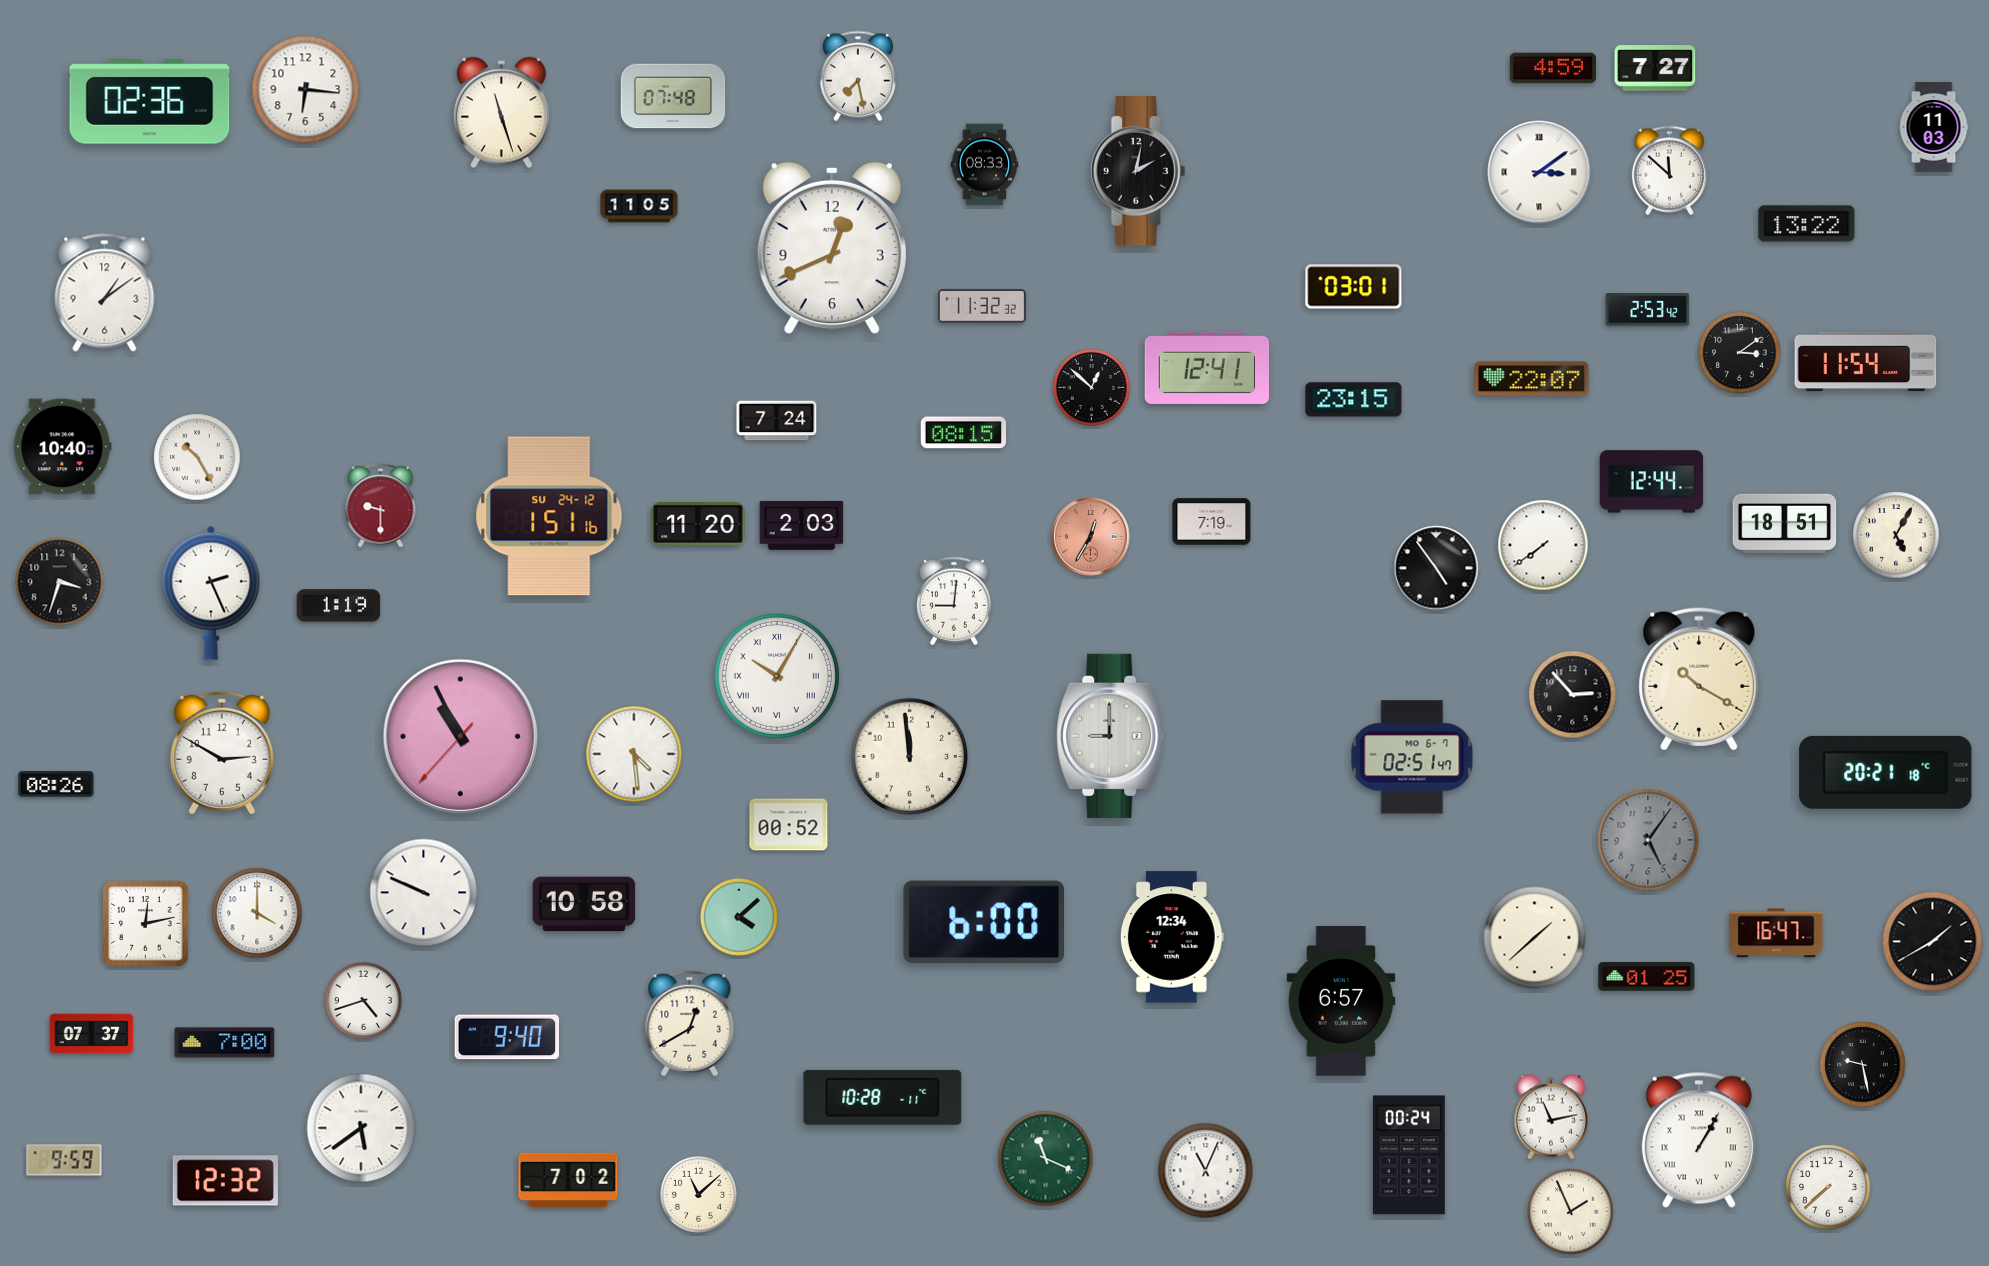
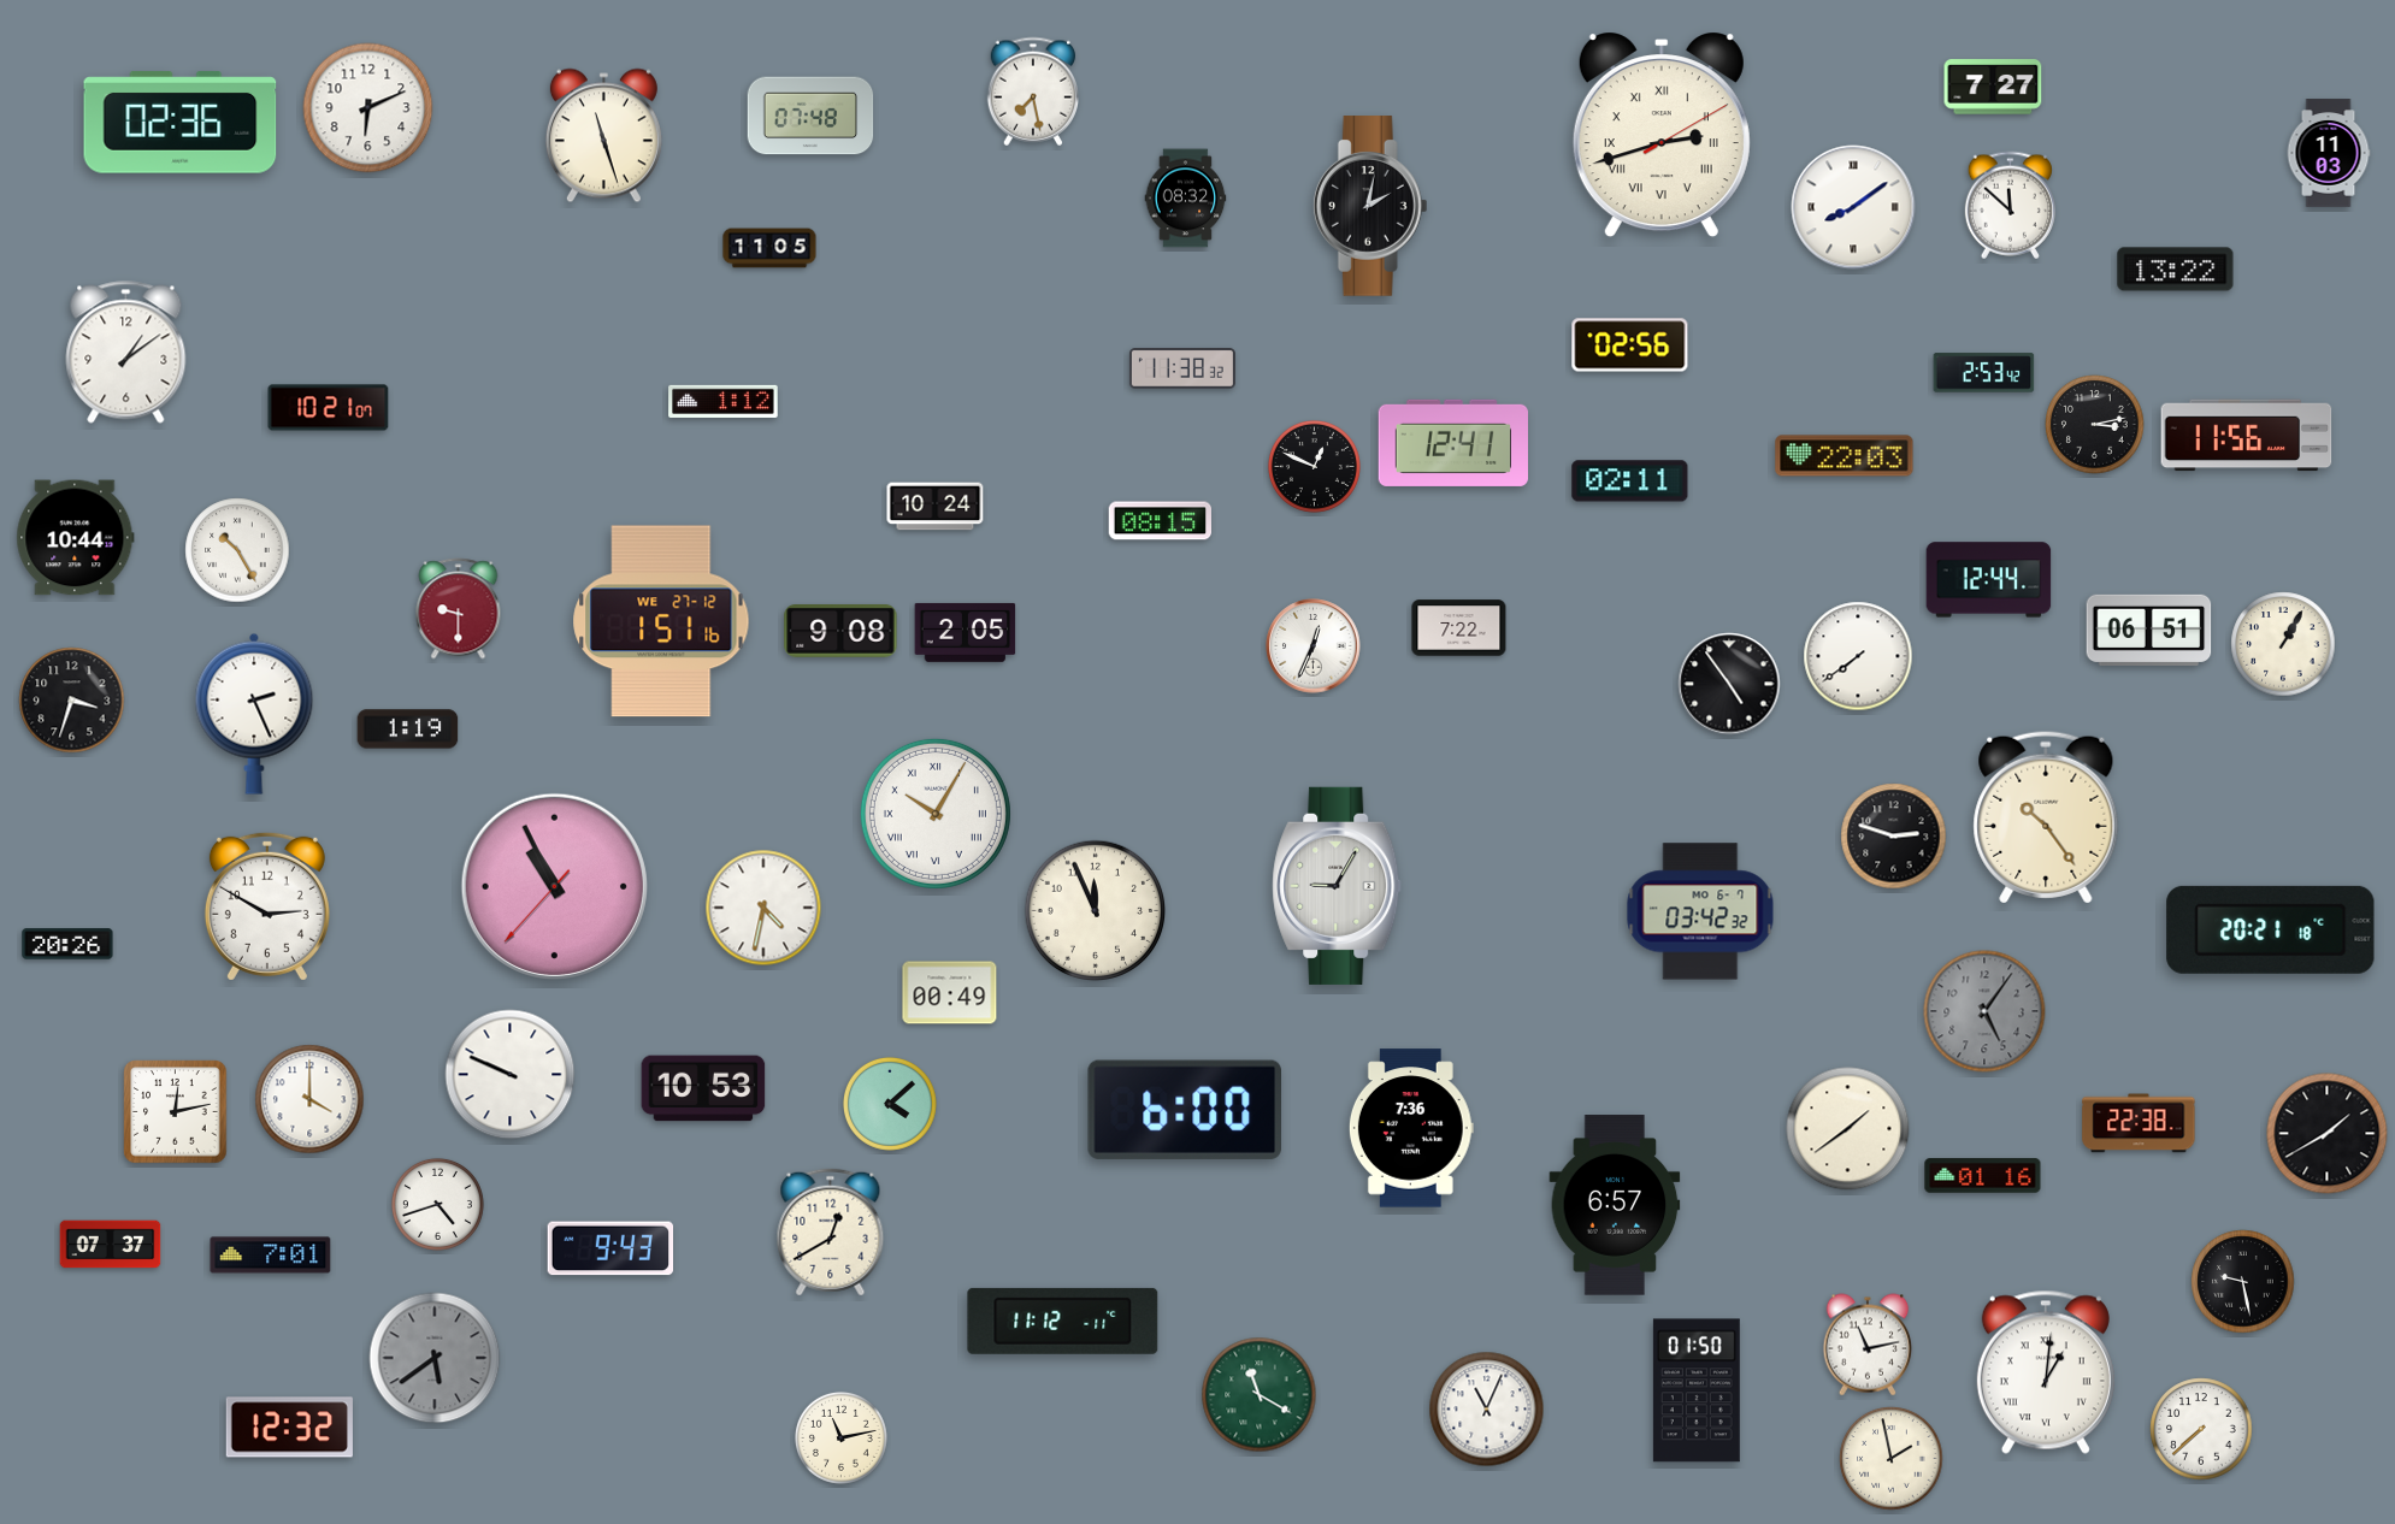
clock at (1553, 68): 4:59 -> none
clock at (1655, 68) position: (1655, 68) -> (1993, 87)
clock at (306, 90): 6:16 -> 6:11
clock at (1662, 135): none -> 2:42
clock at (985, 165): 08:33 -> 08:32
clock at (1539, 172): 3:09 -> 8:09
clock at (832, 248): 12:41 -> none
clock at (1354, 287): 03:01 -> 02:56
clock at (982, 306): 11:32 -> 11:38
clock at (724, 401): none -> 1:12
clock at (329, 408): none -> 10:21
clock at (1740, 353): 3:09 -> 3:13
clock at (1866, 362): 11:54 -> 11:56
clock at (1532, 379): 22:07 -> 22:03
clock at (1091, 387): 12:52 -> 12:49
clock at (1354, 400): 23:15 -> 02:11
clock at (777, 421): 7:24 -> 10:24
clock at (63, 447): 10:40 -> 10:44
clock at (549, 516) date: SU 24-12 -> WE 27-12
clock at (1212, 522): 7:19 -> 7:22
clock at (1785, 523): 18:51 -> 06:51
clock at (698, 525): 11:20 -> 9:08
clock at (802, 525): 2:03 -> 2:05
clock at (1896, 535): 5:05 -> 1:05
clock at (1091, 537): 12:35 -> 12:34
clock at (1091, 537) dial: salmon -> white
clock at (954, 601): 9:01 -> none
clock at (1699, 679): 10:20 -> 10:24
clock at (1573, 695): 2:53 -> 2:48
clock at (1110, 736): 9:00 -> 9:05
clock at (634, 754): 4:29 -> 4:32
clock at (910, 757): 11:59 -> 11:56
clock at (1412, 757): 02:51 -> 03:42
clock at (56, 784): 08:26 -> 20:26
clock at (789, 825): 00:52 -> 00:49
clock at (584, 904): 10:58 -> 10:53
clock at (1776, 933): 16:47 -> 22:38
clock at (1172, 937): 12:34 -> 7:36
clock at (1535, 938): 1:38 -> 1:39
clock at (1647, 977): 01:25 -> 01:16
clock at (506, 1037): 9:40 -> 9:43
clock at (225, 1043): 7:00 -> 7:01
clock at (883, 1097): 10:28 -> 11:12
clock at (361, 1128) dial: white -> grey
clock at (1699, 1140): 1:05 -> 1:01
clock at (1409, 1155): 00:24 -> 01:50
clock at (1046, 1159): 11:19 -> 11:20
clock at (64, 1160): 9:59 -> none
clock at (1206, 1171) position: (1206, 1171) -> (1487, 1410)
clock at (568, 1180): 7:02 -> none
clock at (225, 1181) position: (225, 1181) -> (289, 1428)
clock at (698, 1194): 11:08 -> 11:13
clock at (1571, 1212): 1:56 -> 1:58
